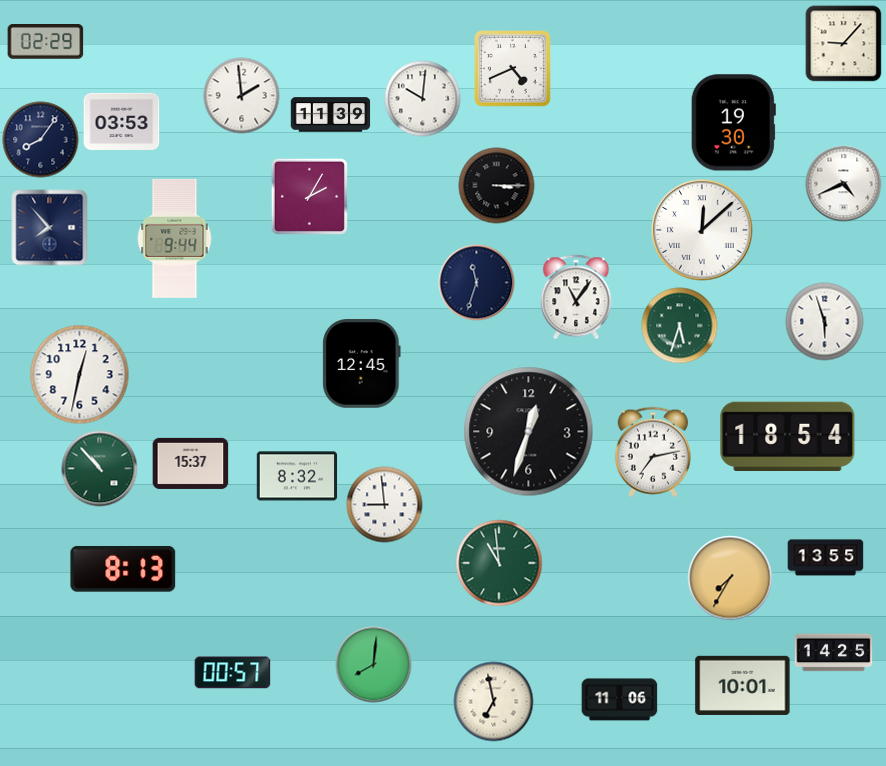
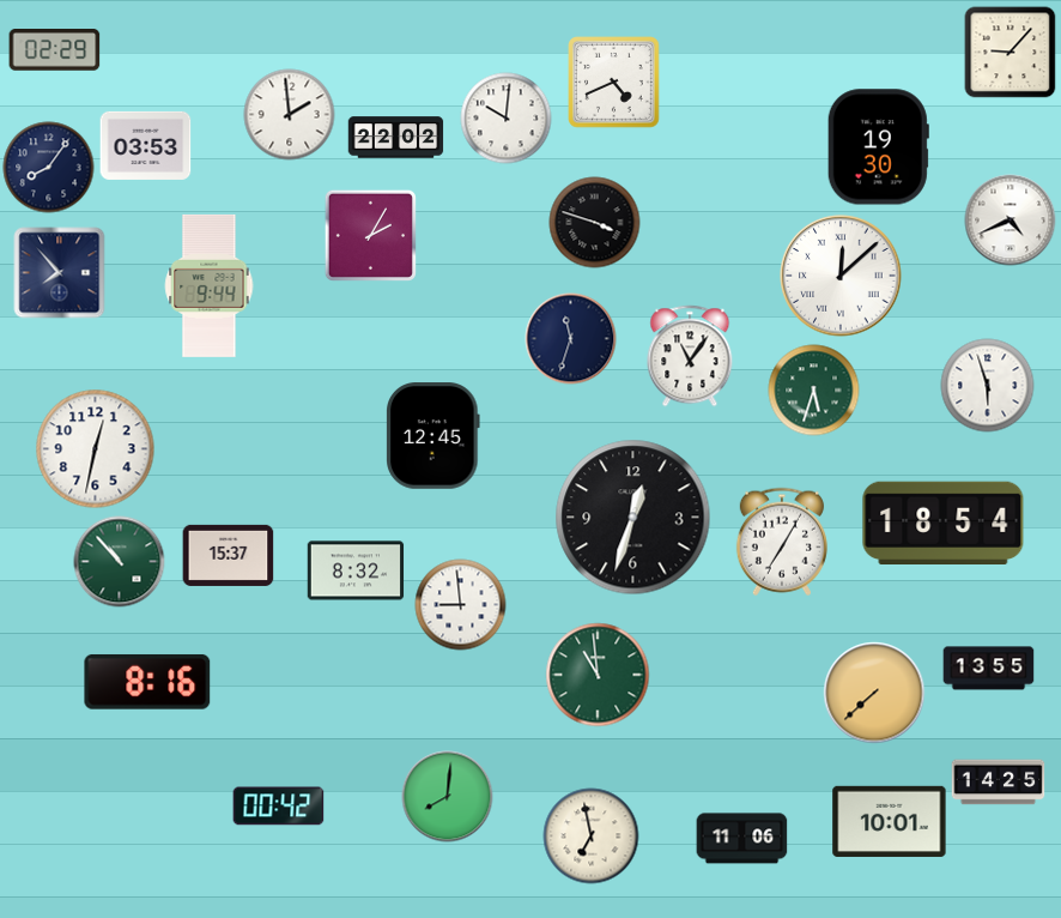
clock at (331, 115): 11:39 -> 22:02
clock at (497, 186): 3:15 -> 3:48
clock at (653, 452): 7:13 -> 7:05
clock at (123, 569): 8:13 -> 8:16
clock at (730, 578): 7:35 -> 7:38
clock at (233, 673): 00:57 -> 00:42
clock at (494, 702) position: (494, 702) -> (592, 837)
